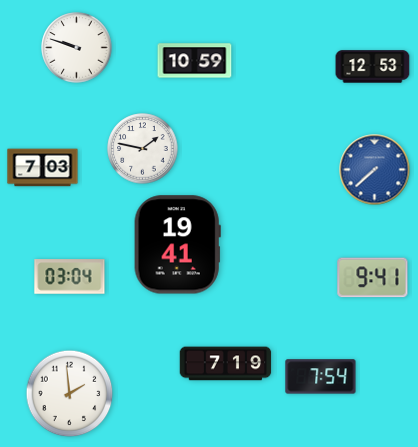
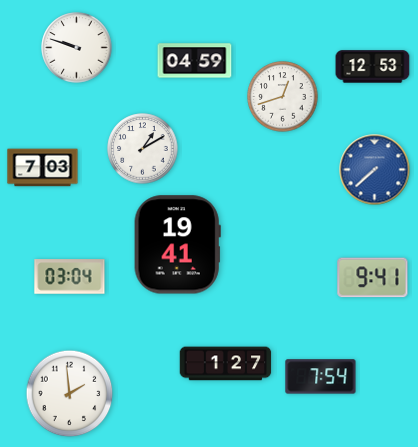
clock at (195, 61): 10:59 -> 04:59
clock at (283, 97): none -> 12:42
clock at (143, 149): 1:47 -> 1:10
clock at (226, 364): 7:19 -> 1:27
